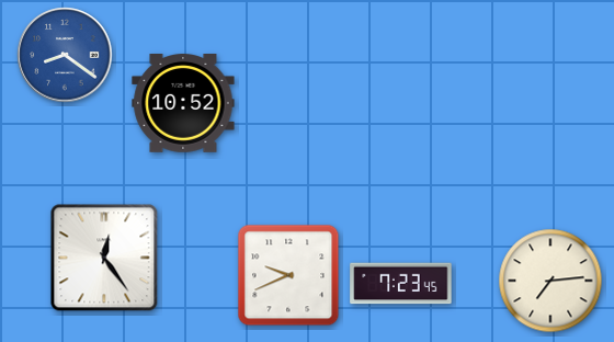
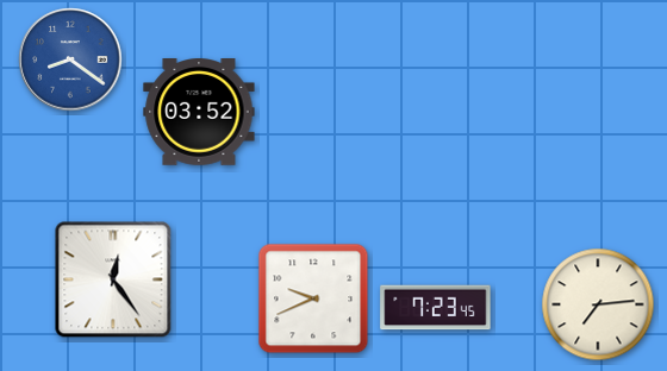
clock at (183, 104): 10:52 -> 03:52
